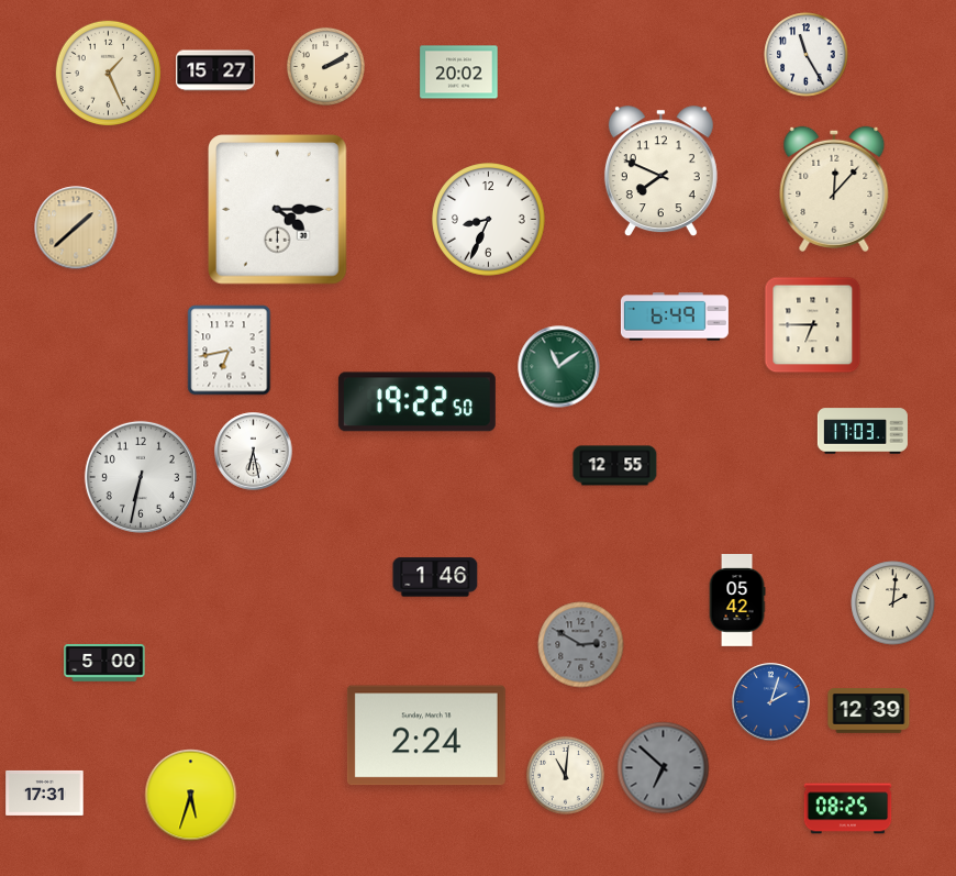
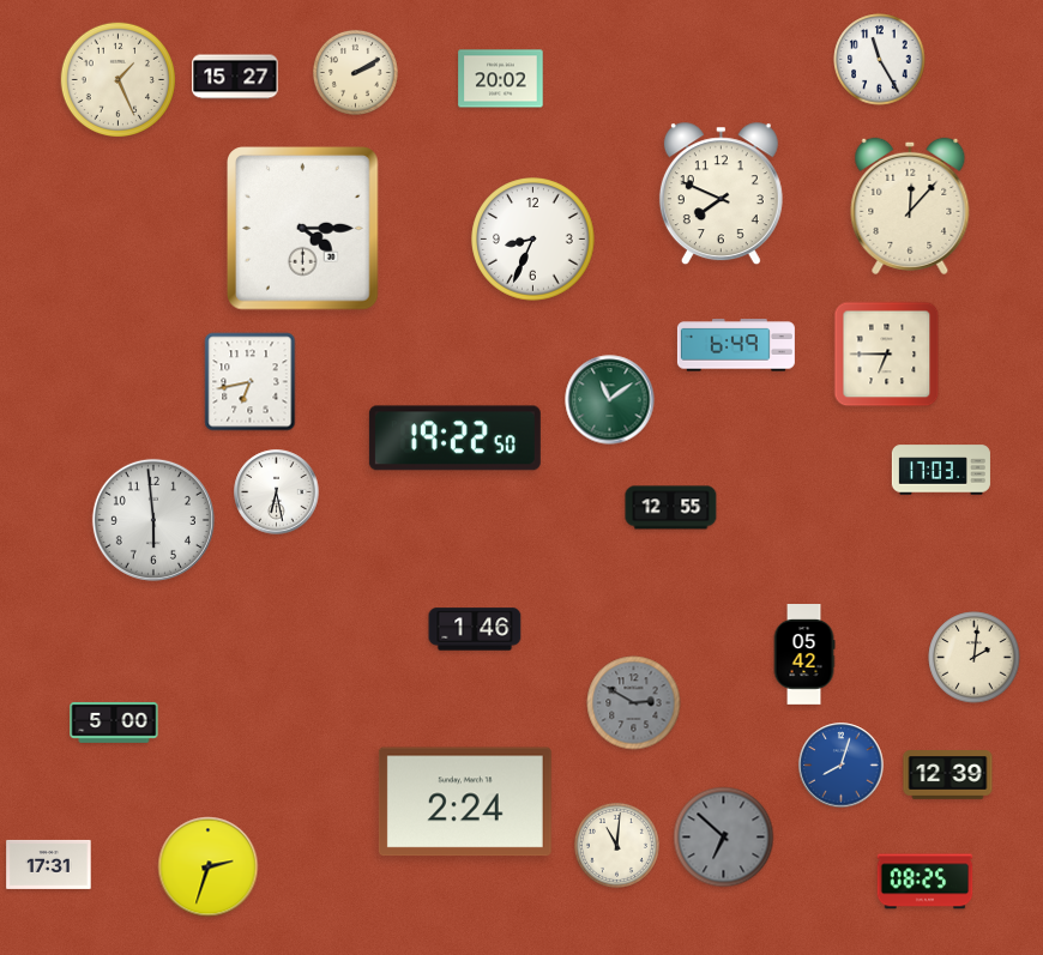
clock at (660, 171) position: (660, 171) -> (721, 194)
clock at (76, 228): 1:38 -> none
clock at (141, 477): 6:32 -> 5:59
clock at (771, 702): 2:03 -> 8:03
clock at (191, 796): 5:33 -> 2:33
